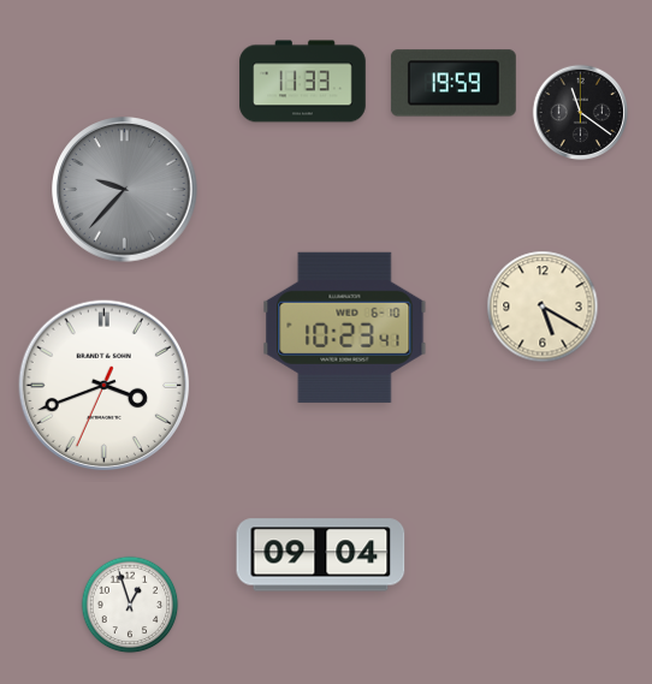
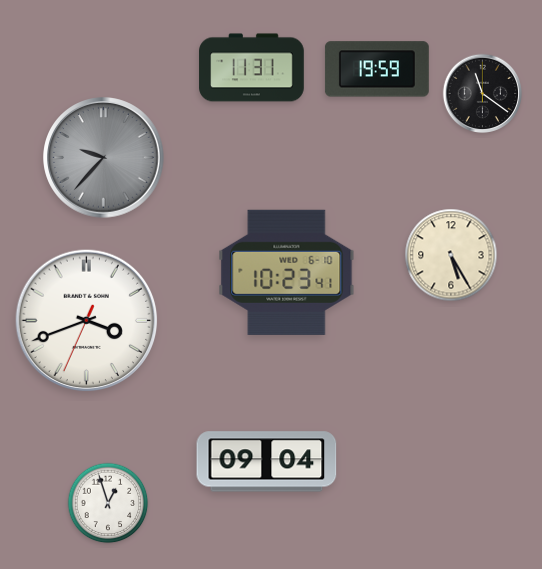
clock at (303, 82): 11:33 -> 11:31
clock at (543, 307): 5:20 -> 5:25
